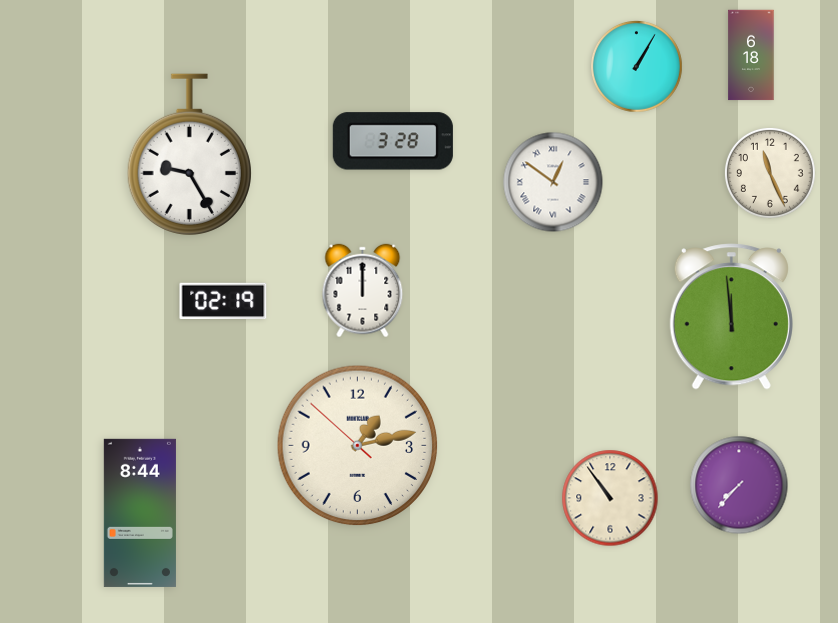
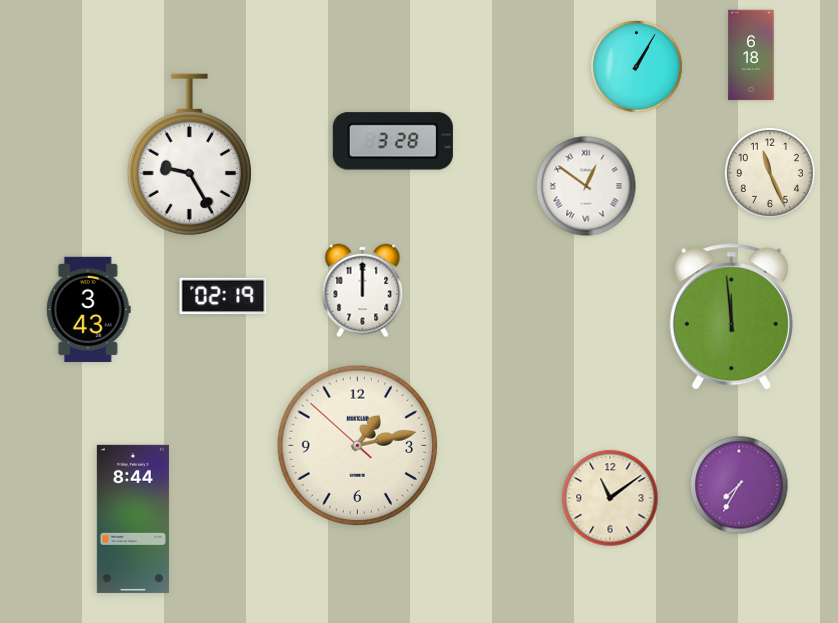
clock at (553, 182) position: (553, 182) -> (586, 186)
clock at (223, 301) position: (223, 301) -> (223, 296)
clock at (88, 309): none -> 3:43
clock at (739, 485): 7:37 -> 7:35
clock at (610, 498): 10:54 -> 11:09
clock at (140, 513) position: (140, 513) -> (133, 519)
